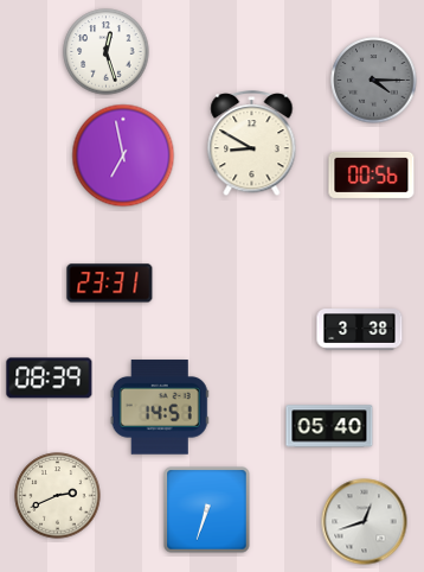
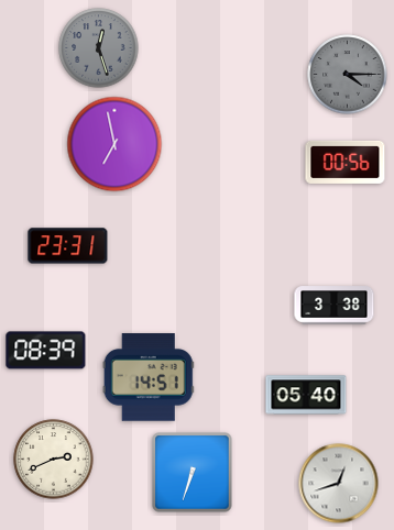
clock at (107, 52) dial: white -> grey
clock at (252, 144): 8:50 -> none
clock at (110, 284) position: (110, 284) -> (68, 246)
